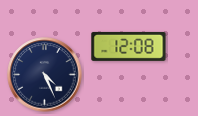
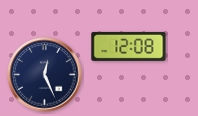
clock at (45, 75): 4:26 -> 12:26
